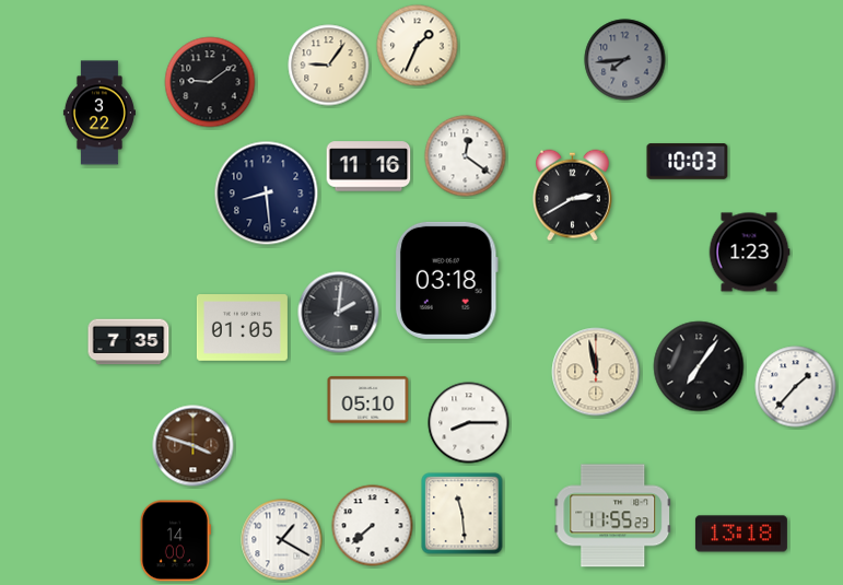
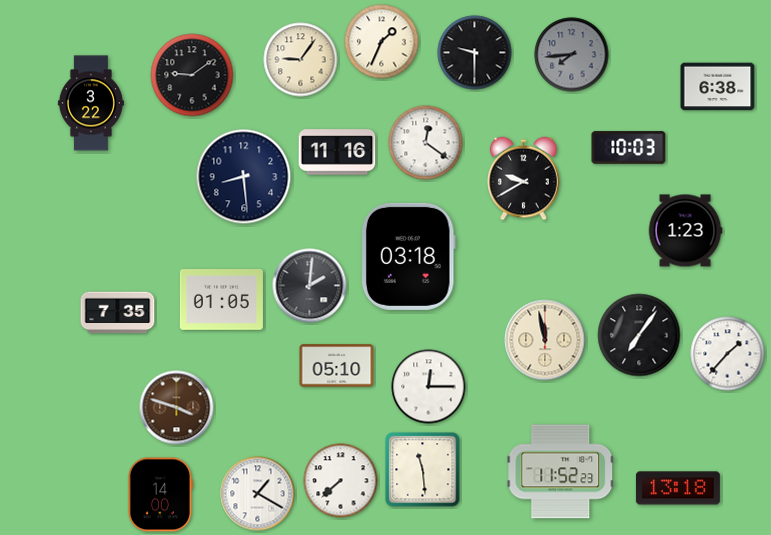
clock at (475, 53): none -> 9:30
clock at (718, 87): none -> 6:38
clock at (573, 196): 2:40 -> 9:40
clock at (469, 423): 8:15 -> 12:15
clock at (613, 516): 11:55 -> 11:52
